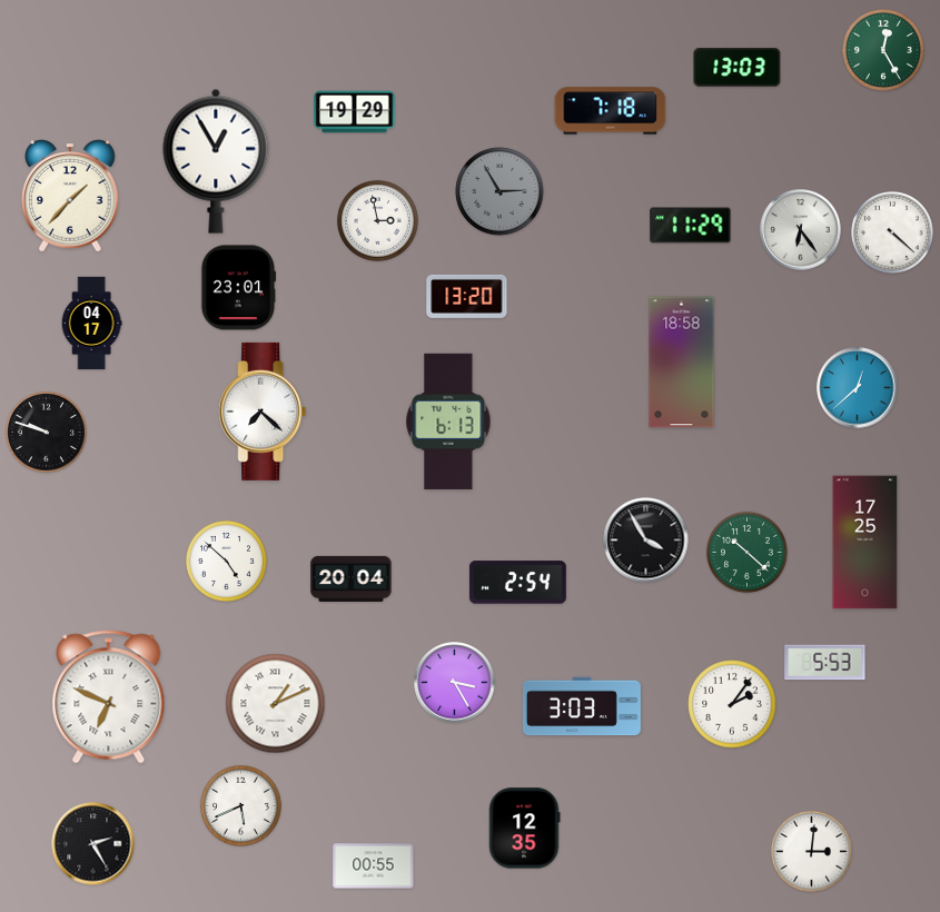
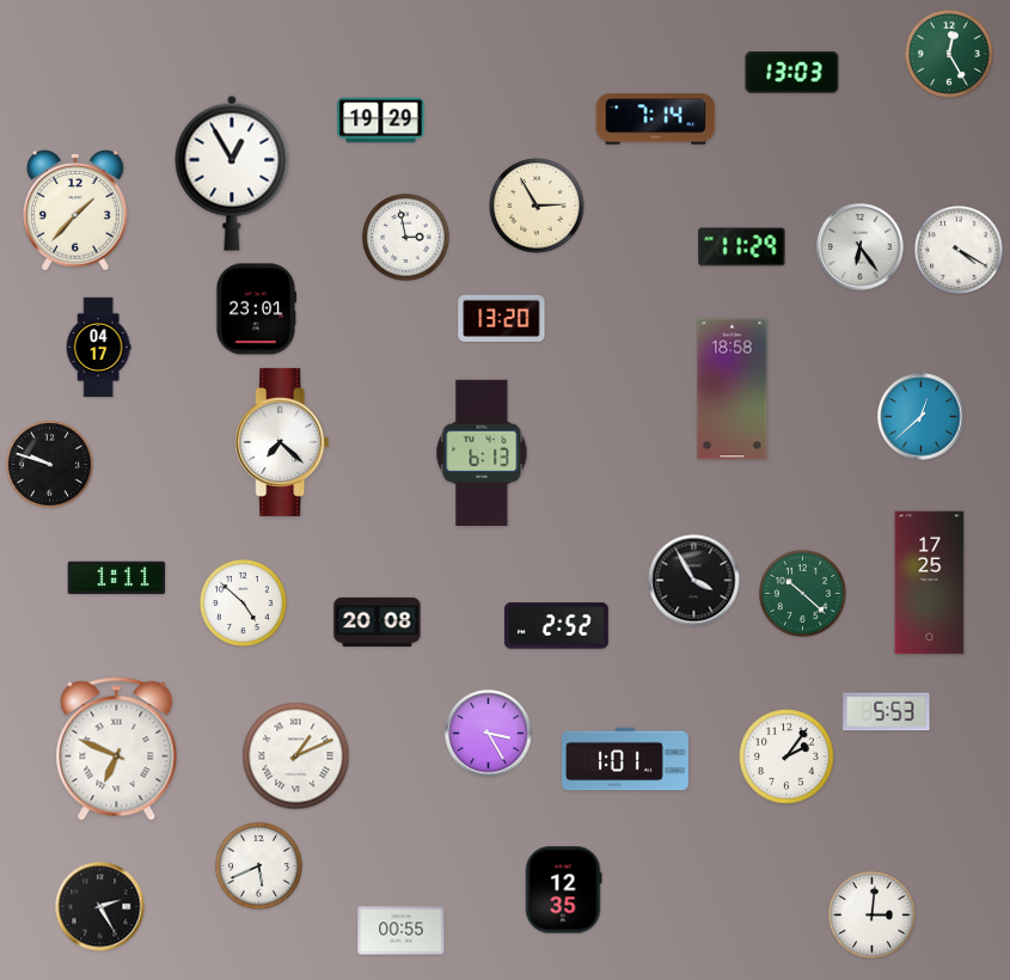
clock at (611, 111): 7:18 -> 7:14
clock at (499, 191) dial: grey -> cream
clock at (691, 226) position: (691, 226) -> (742, 247)
clock at (893, 234): 4:22 -> 4:20
clock at (117, 578): none -> 1:11
clock at (352, 578): 20:04 -> 20:08
clock at (517, 583): 2:54 -> 2:52
clock at (582, 706): 3:03 -> 1:01
